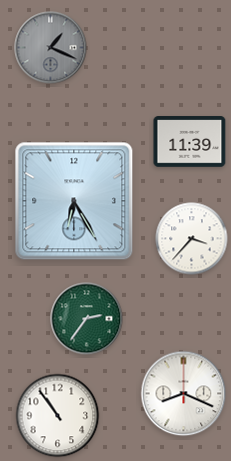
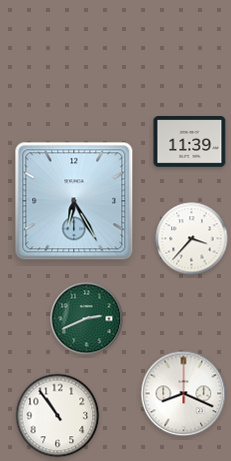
clock at (51, 48): 1:19 -> none
clock at (87, 319): 2:36 -> 2:41
